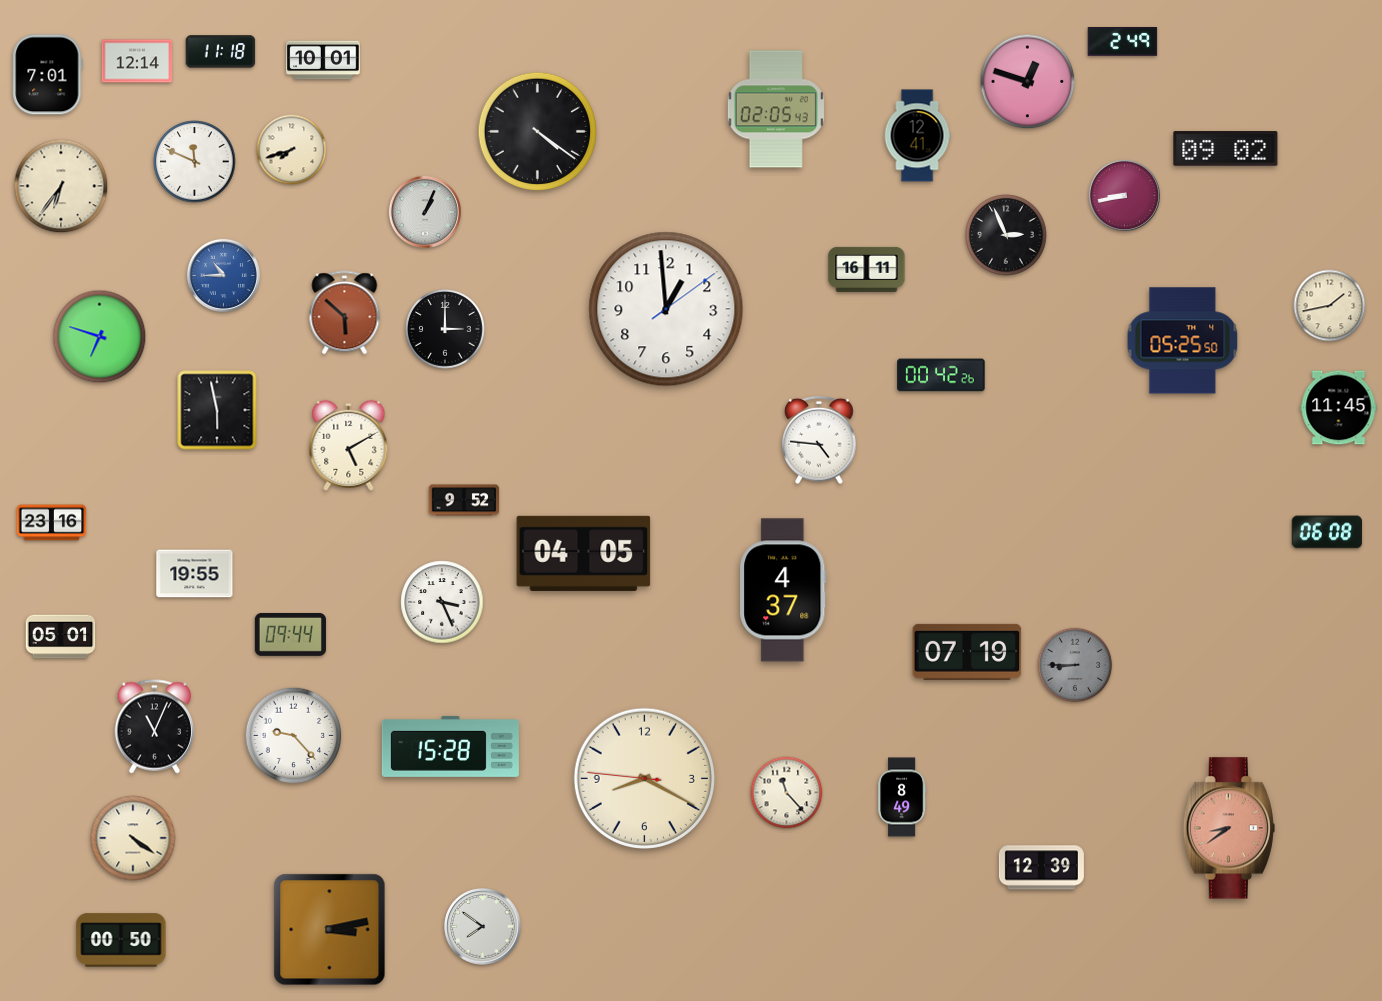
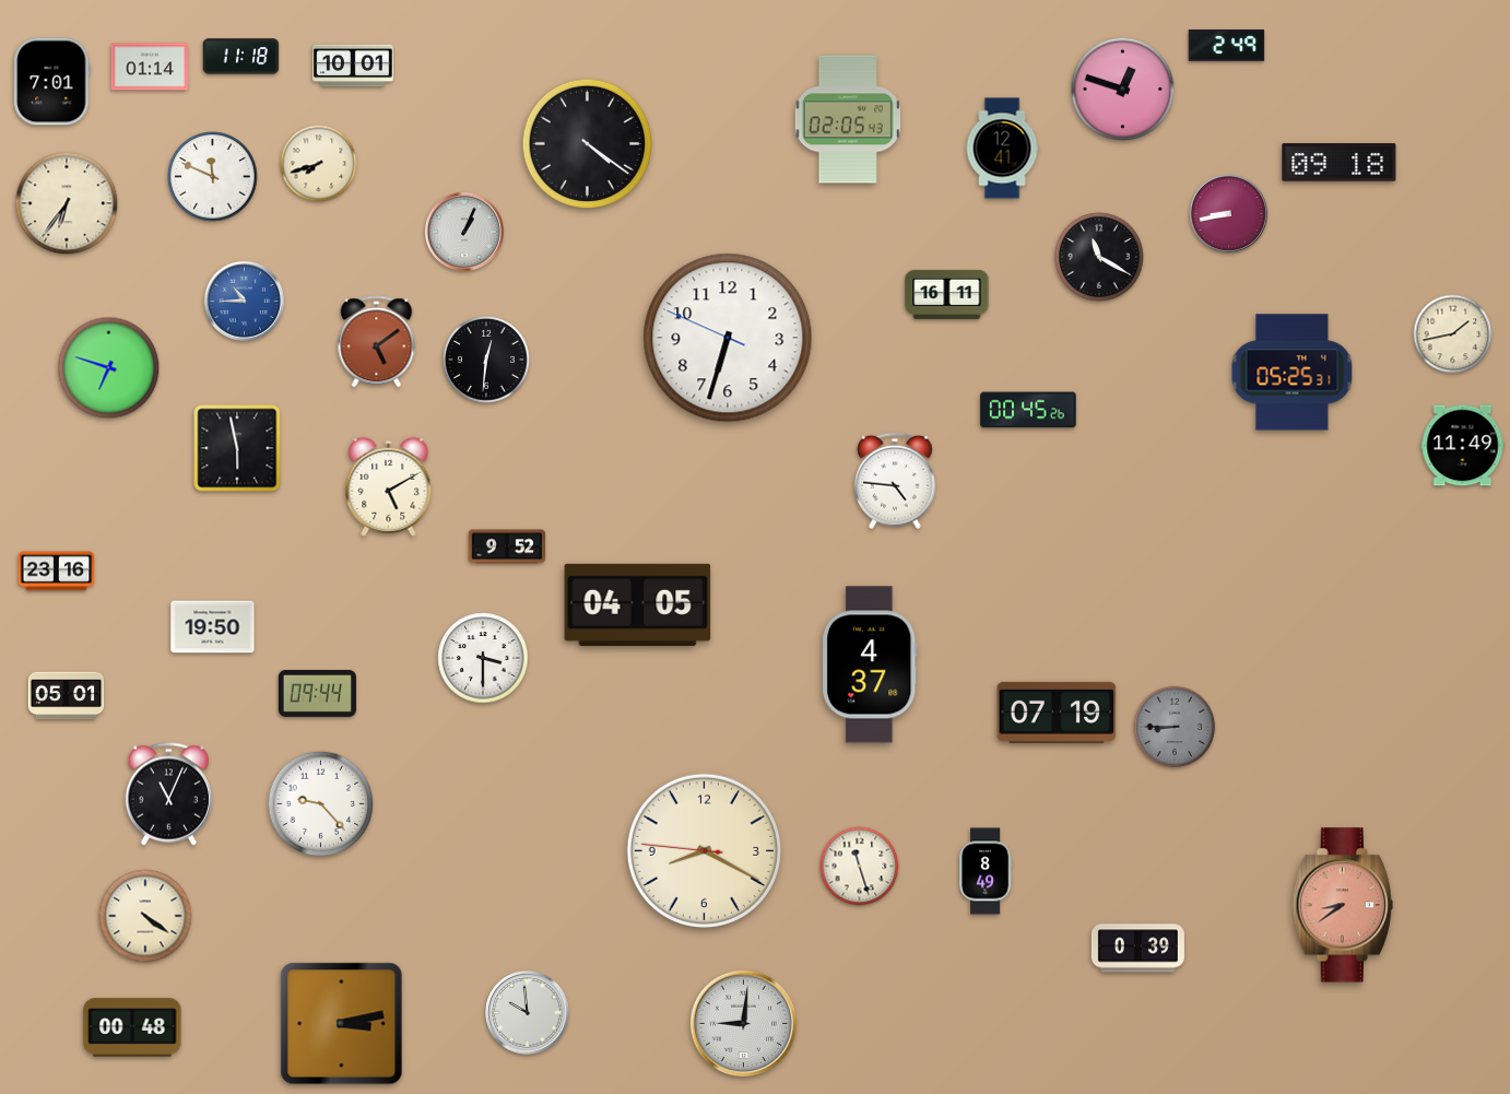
clock at (137, 61): 12:14 -> 01:14
clock at (1226, 149): 09:02 -> 09:18
clock at (1006, 235): 2:56 -> 11:20
clock at (666, 309): 12:59 -> 6:32
clock at (345, 313): 5:52 -> 5:09
clock at (446, 330): 3:00 -> 12:31
clock at (1183, 341): 05:25:50 -> 05:25:31
clock at (941, 375): 00:42 -> 00:45
clock at (1339, 408): 11:45 -> 11:49
clock at (349, 445) position: (349, 445) -> (389, 486)
clock at (1326, 532): 06:08 -> none
clock at (195, 574): 19:55 -> 19:50
clock at (783, 590) position: (783, 590) -> (870, 664)
clock at (442, 602): 3:26 -> 3:30
clock at (450, 746): 15:28 -> none
clock at (787, 793): 11:23 -> 11:27
clock at (1041, 868): 12:39 -> 0:39
clock at (483, 927): 7:51 -> 9:59
clock at (330, 930) position: (330, 930) -> (342, 1024)
clock at (744, 1024): none -> 9:01
clock at (121, 940): 00:50 -> 00:48
